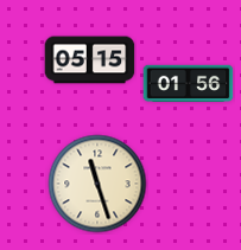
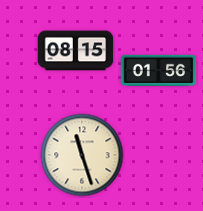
clock at (90, 60): 05:15 -> 08:15
